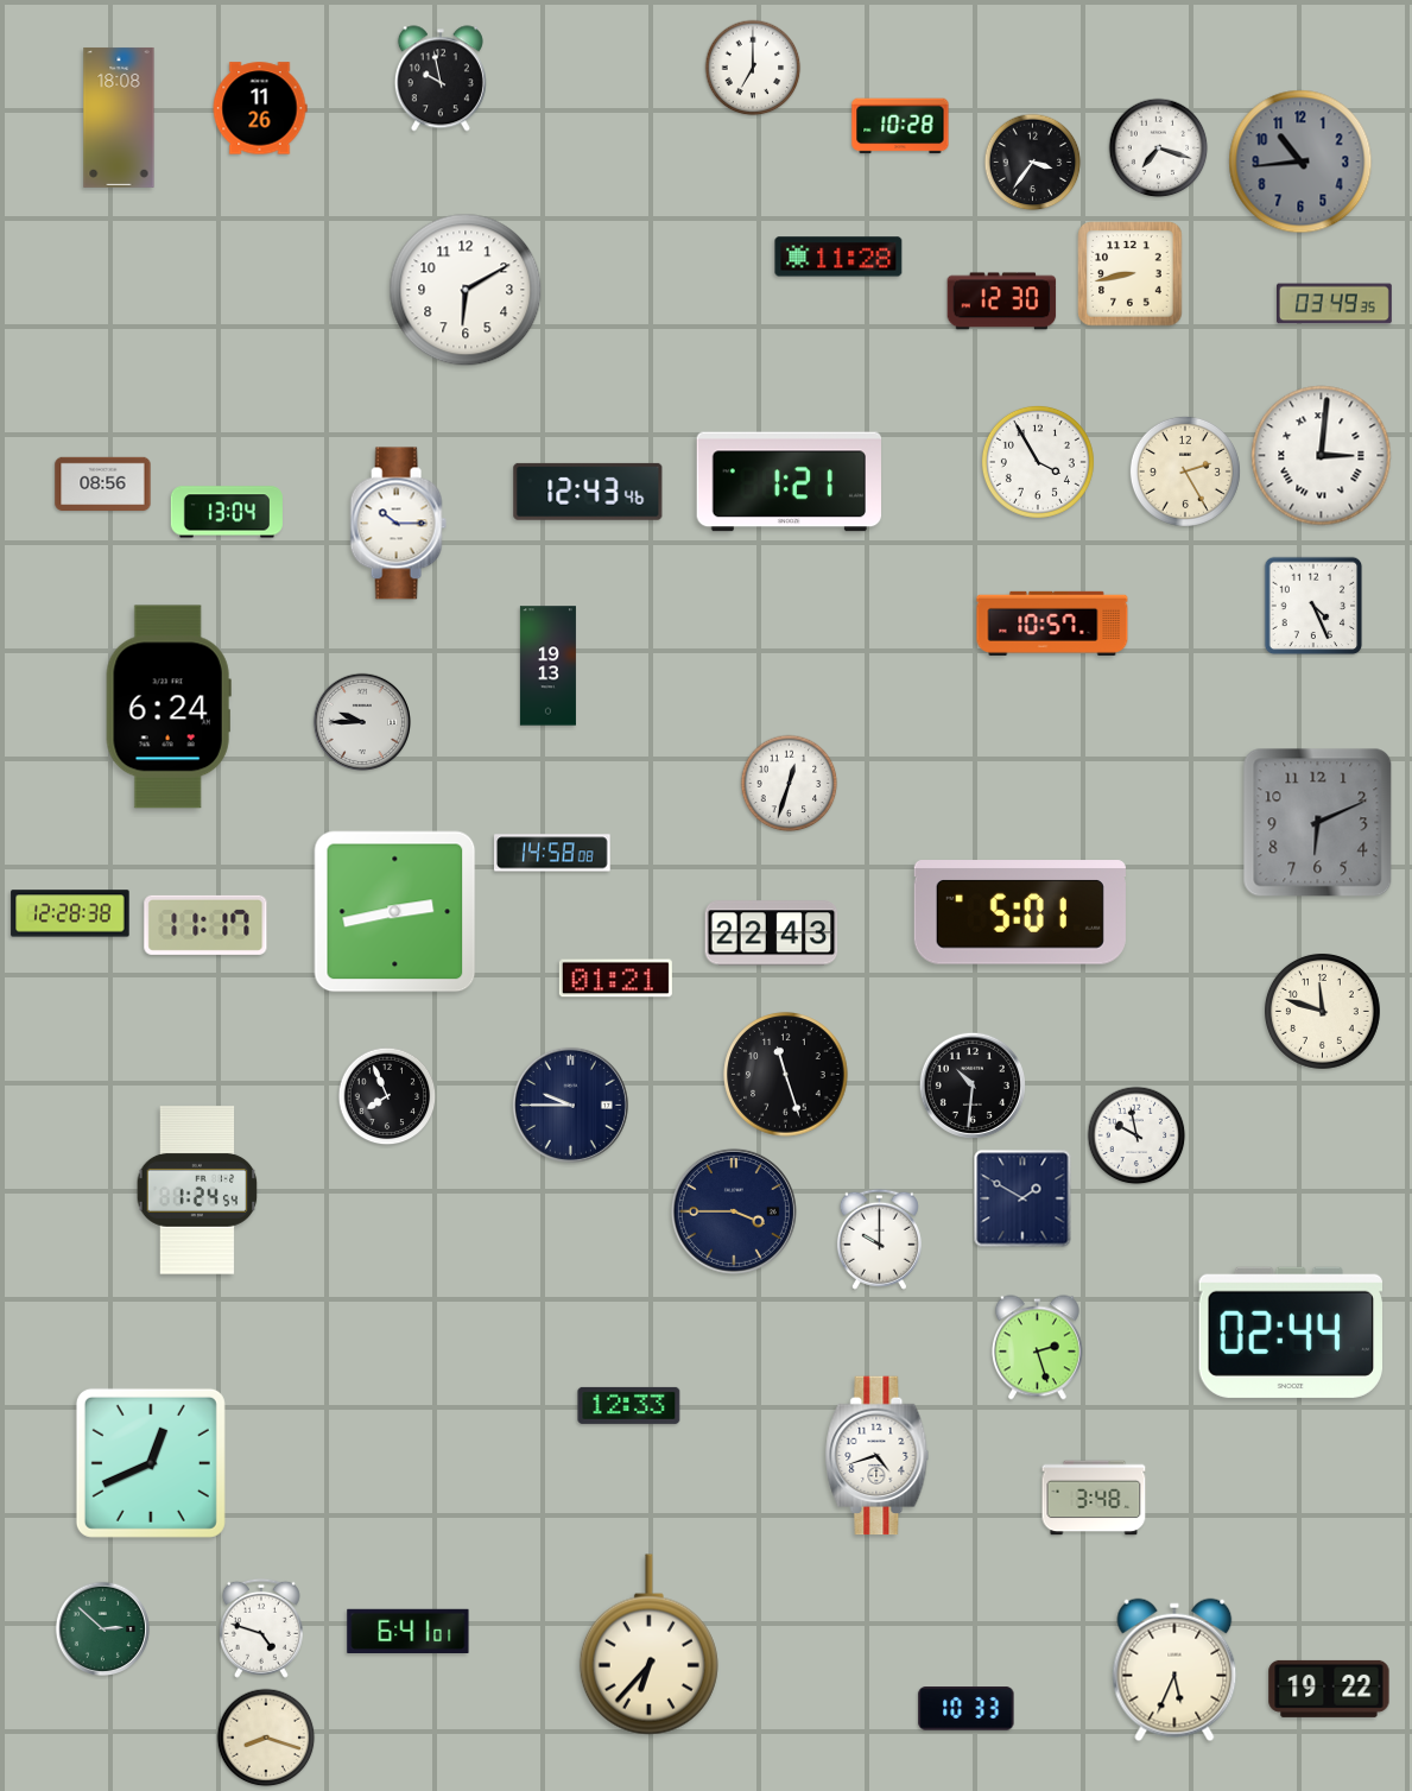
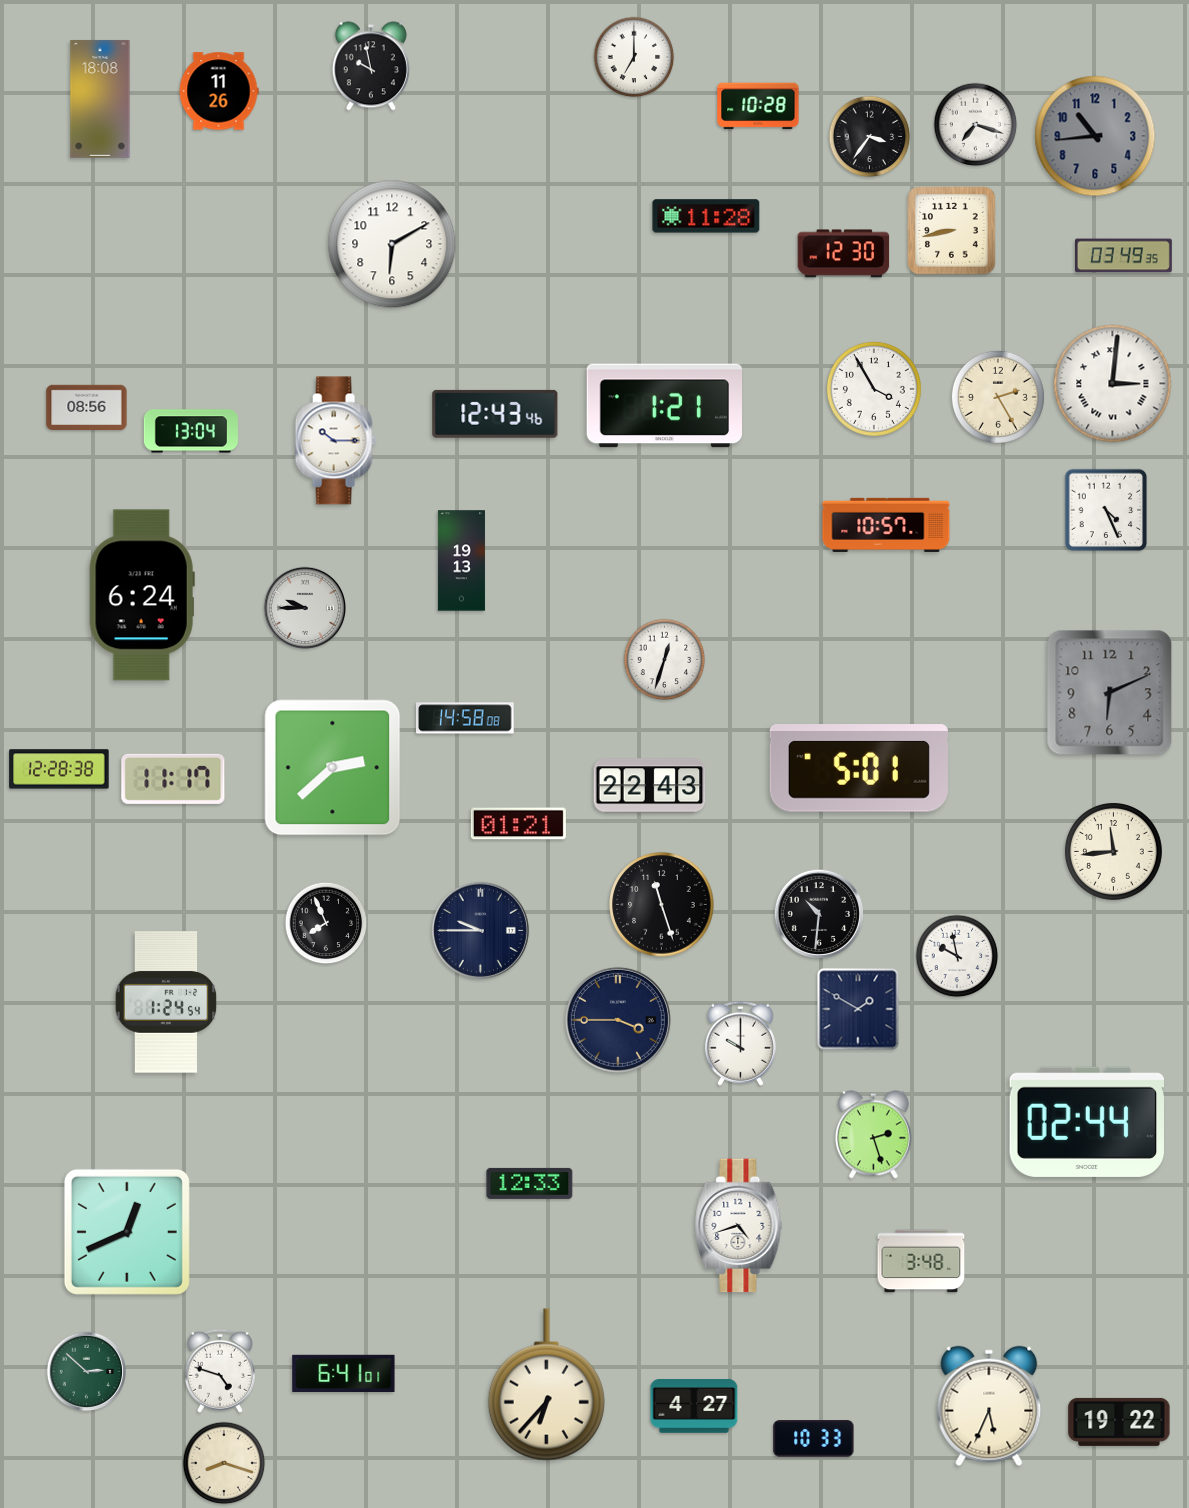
clock at (395, 912): 2:43 -> 2:38
clock at (1322, 1011): 11:48 -> 11:44
clock at (1022, 1198) position: (1022, 1198) -> (858, 1009)
clock at (694, 1406): none -> 4:27
